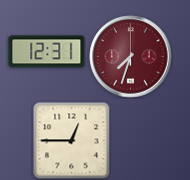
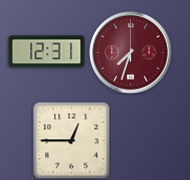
clock at (131, 57) position: (131, 57) -> (131, 53)
